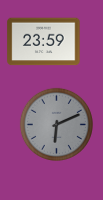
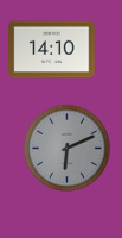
clock at (44, 42): 23:59 -> 14:10
